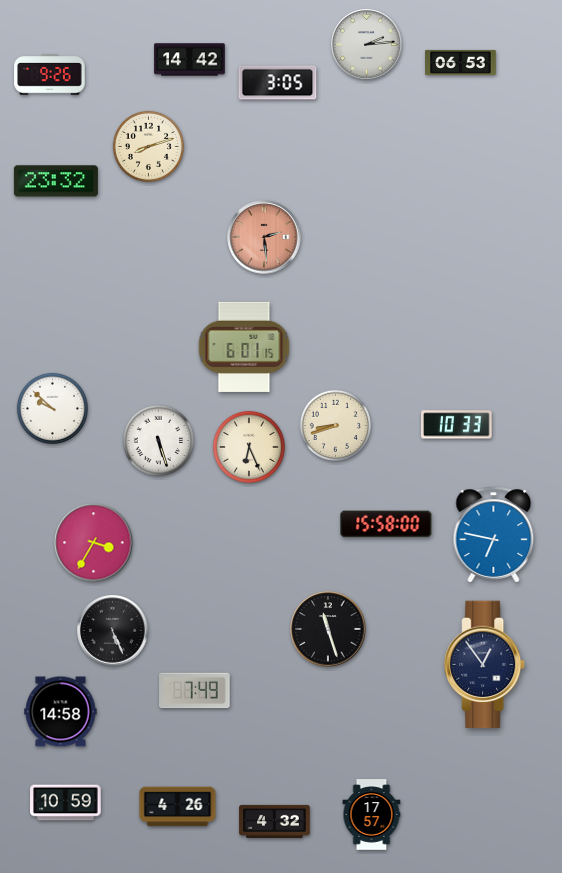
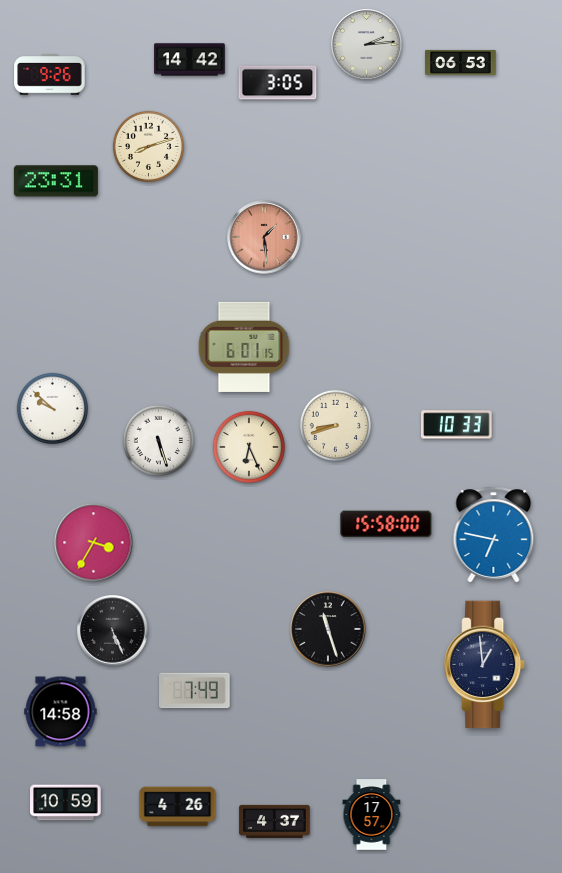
clock at (56, 181): 23:32 -> 23:31
clock at (264, 237): 2:29 -> 1:29
clock at (485, 665): 12:54 -> 12:59
clock at (275, 821): 4:32 -> 4:37
